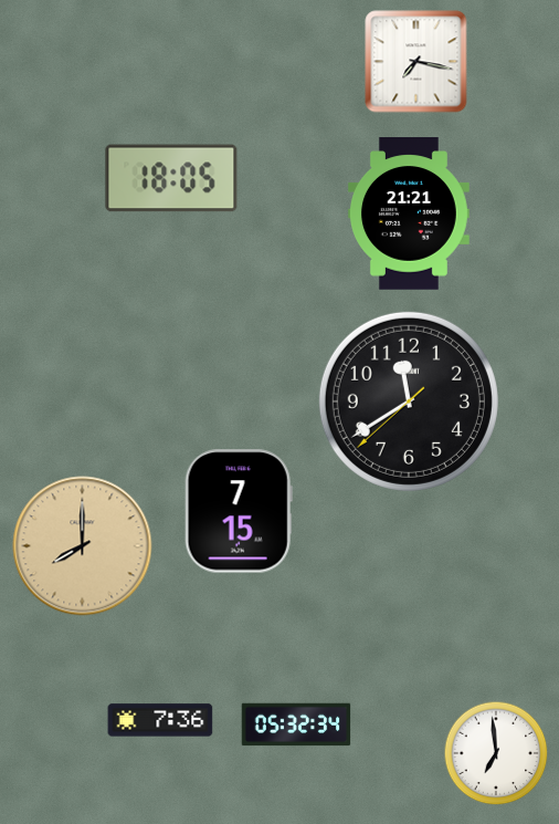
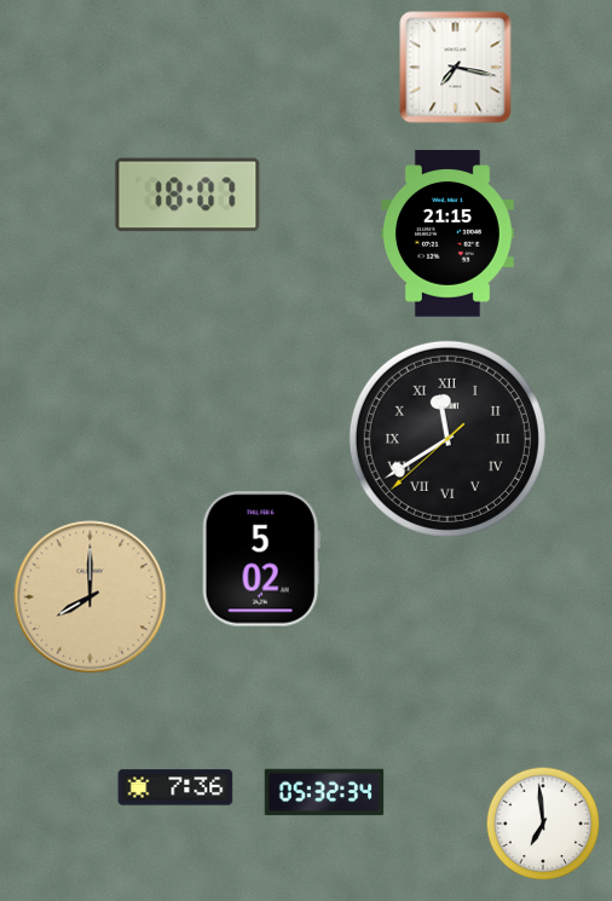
clock at (171, 178): 18:05 -> 18:07
clock at (409, 213): 21:21 -> 21:15
clock at (409, 401) numerals: Arabic -> Roman
clock at (239, 511): 7:15 -> 5:02
